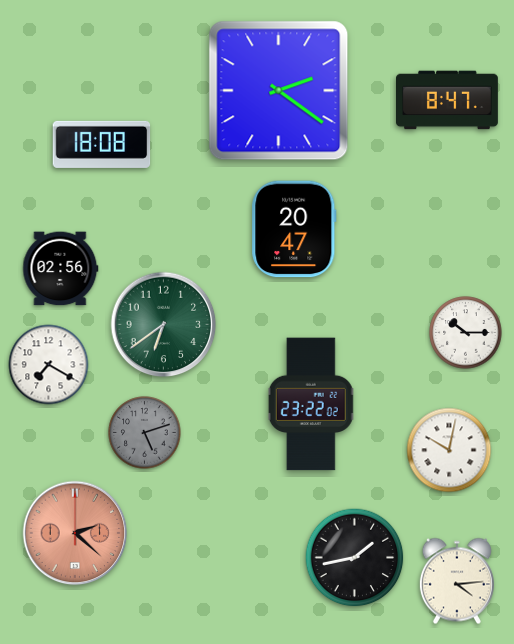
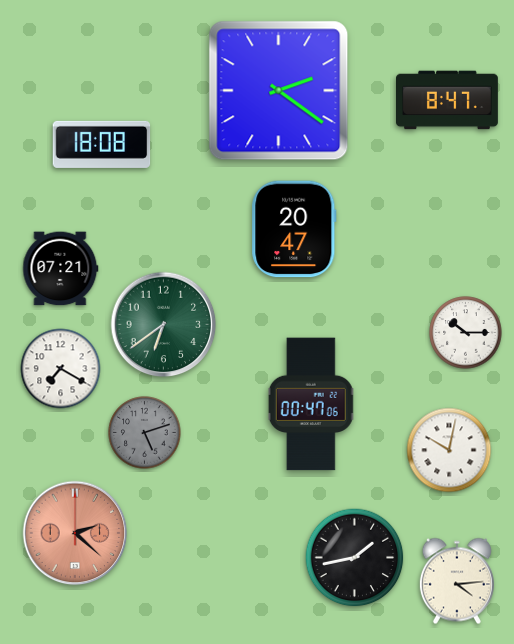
clock at (61, 269): 02:56 -> 07:21
clock at (49, 365) position: (49, 365) -> (61, 369)
clock at (311, 404): 23:22 -> 00:47
